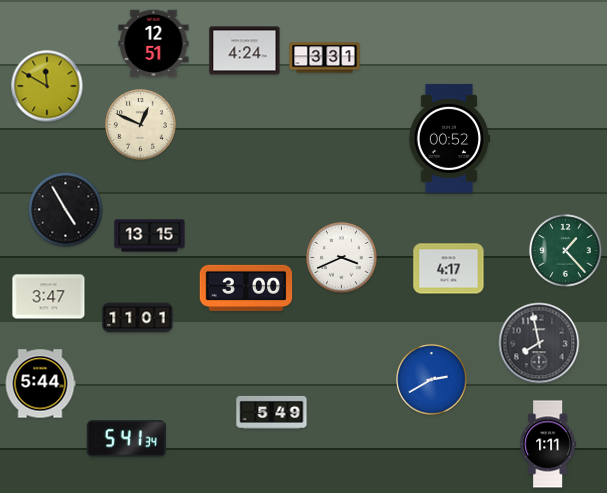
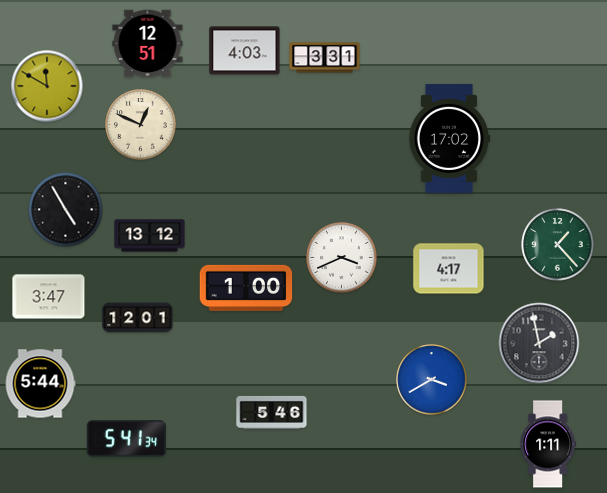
clock at (154, 44) position: (154, 44) -> (148, 44)
clock at (245, 51): 4:24 -> 4:03
clock at (449, 138): 00:52 -> 17:02
clock at (150, 236): 13:15 -> 13:12
clock at (566, 251) position: (566, 251) -> (558, 245)
clock at (246, 288): 3:00 -> 1:00
clock at (138, 318): 11:01 -> 12:01
clock at (539, 343): 7:58 -> 1:58
clock at (432, 380): 2:40 -> 3:40
clock at (272, 412): 5:49 -> 5:46
